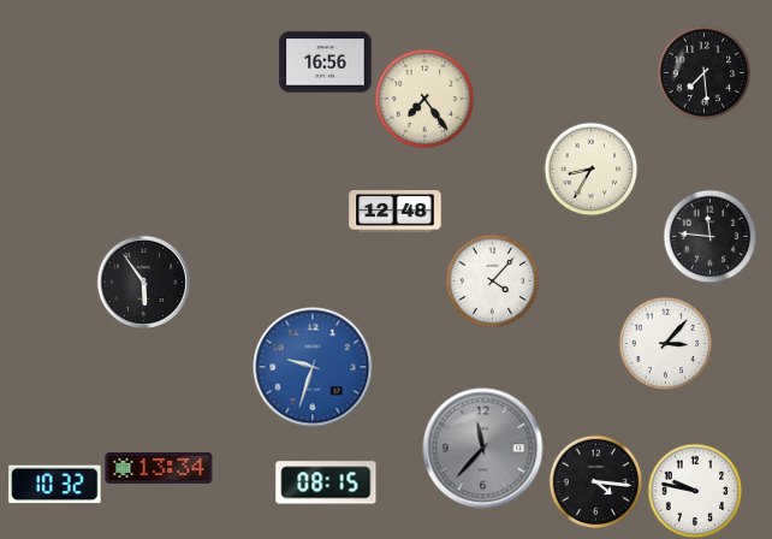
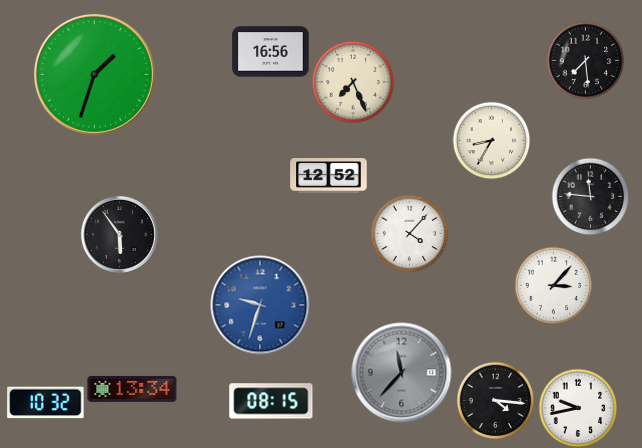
clock at (94, 74): none -> 1:33
clock at (424, 99): 7:24 -> 7:26
clock at (396, 212): 12:48 -> 12:52
clock at (695, 491): 9:47 -> 9:43
